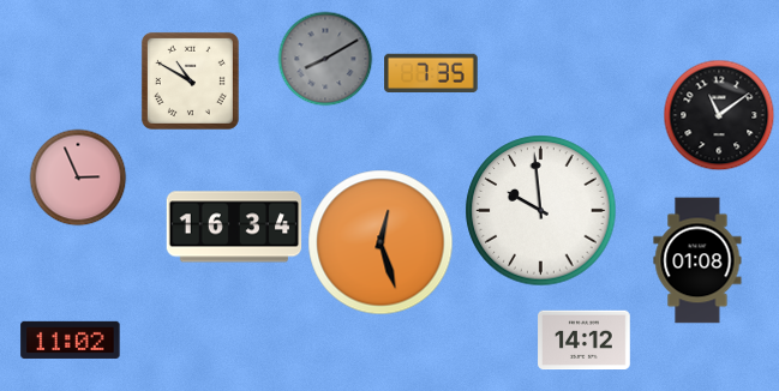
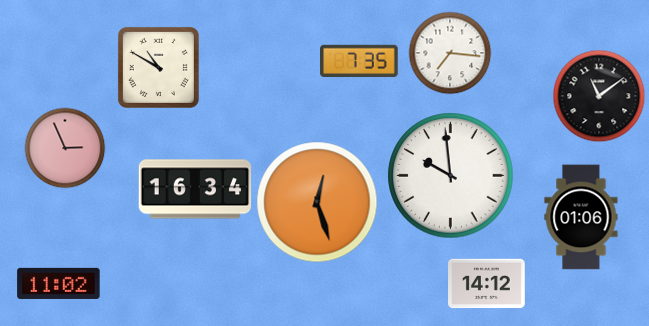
clock at (325, 59): 8:10 -> none
clock at (450, 53): none -> 7:16
clock at (697, 260): 01:08 -> 01:06
